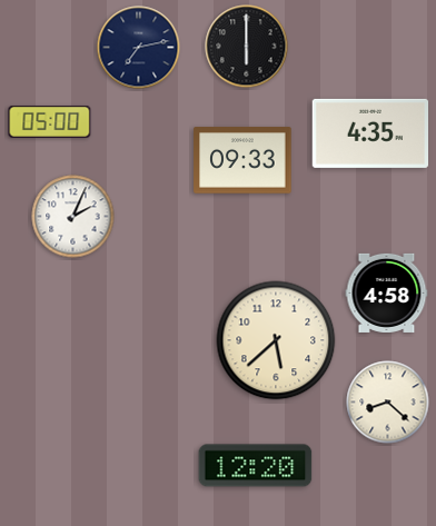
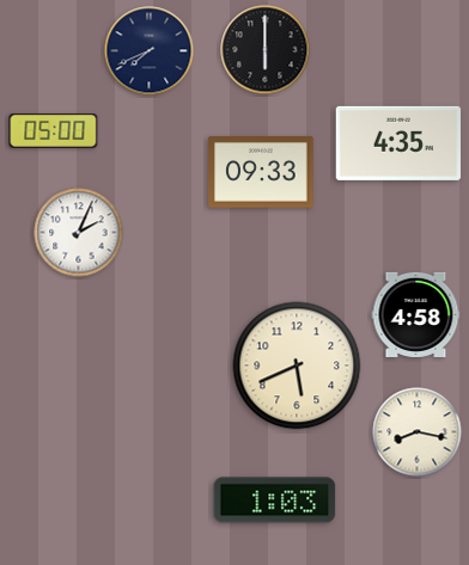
clock at (139, 48): 7:13 -> 7:41
clock at (276, 340): 5:38 -> 5:41
clock at (388, 403): 8:22 -> 8:17
clock at (256, 466): 12:20 -> 1:03
